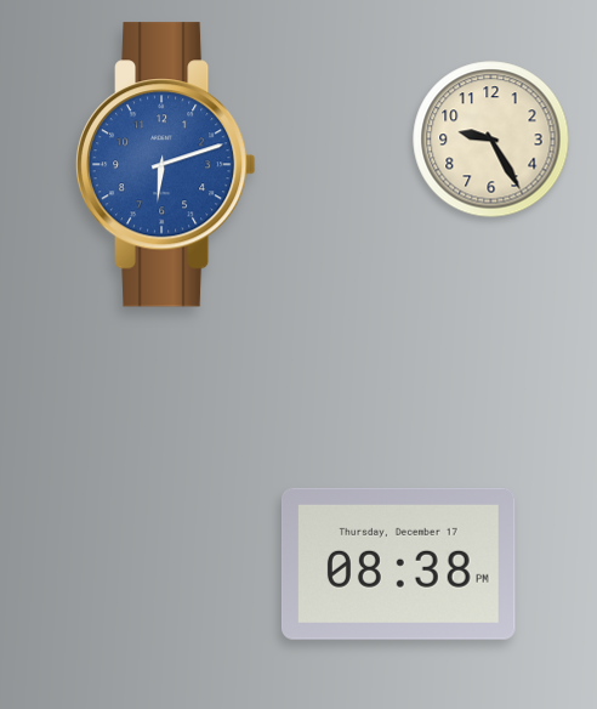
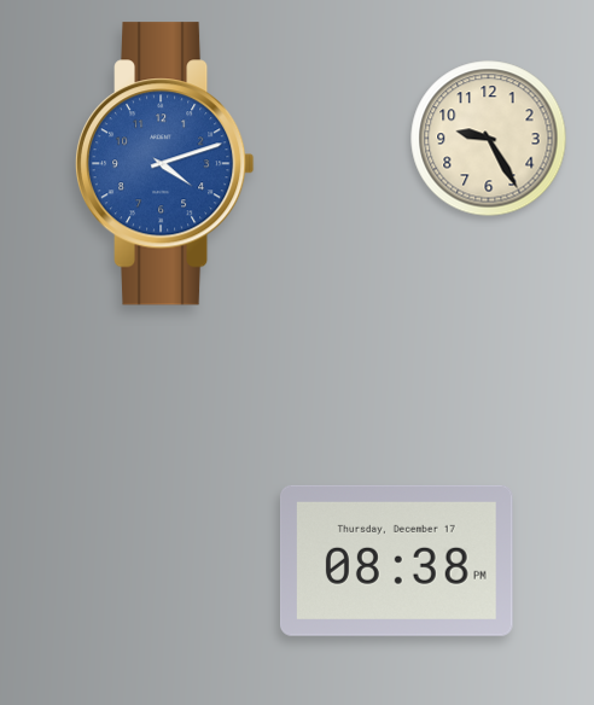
clock at (165, 165): 6:12 -> 4:12
